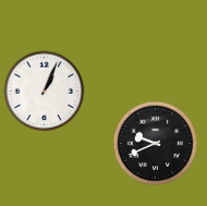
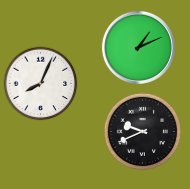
clock at (138, 47): none -> 1:11
clock at (45, 92): 1:04 -> 8:04
